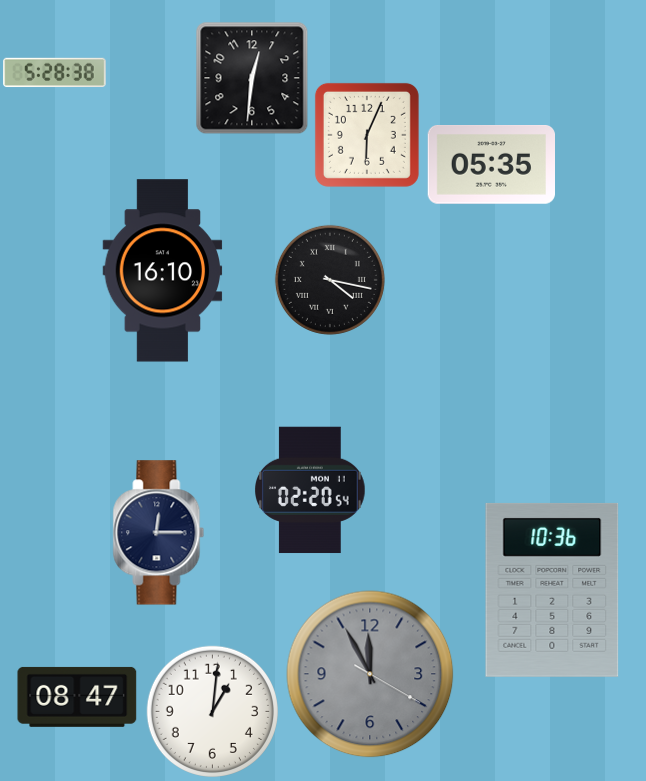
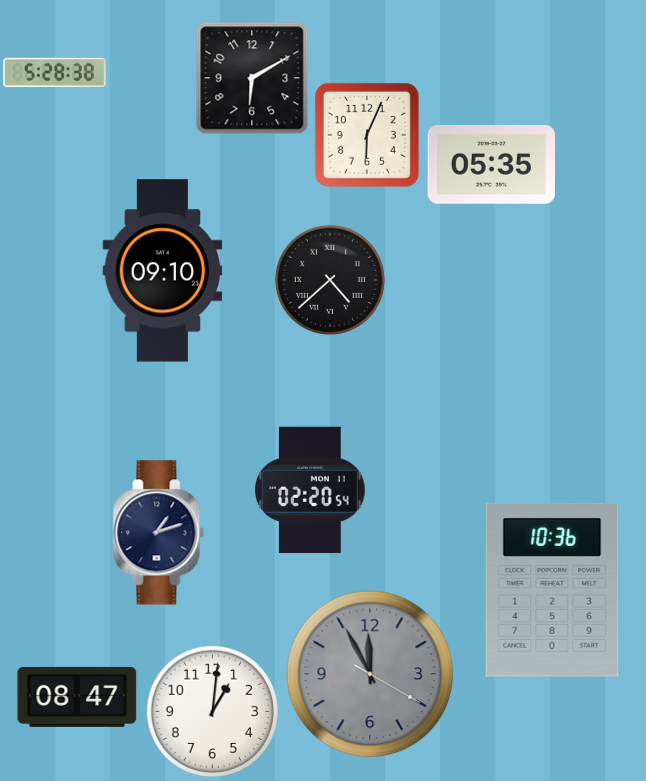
clock at (252, 78): 12:31 -> 6:10
clock at (163, 271): 16:10 -> 09:10
clock at (330, 280): 4:17 -> 4:38
clock at (159, 533): 12:15 -> 1:12
